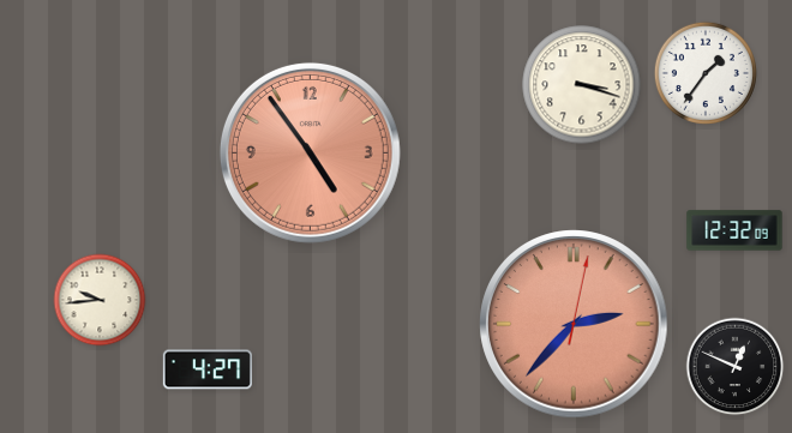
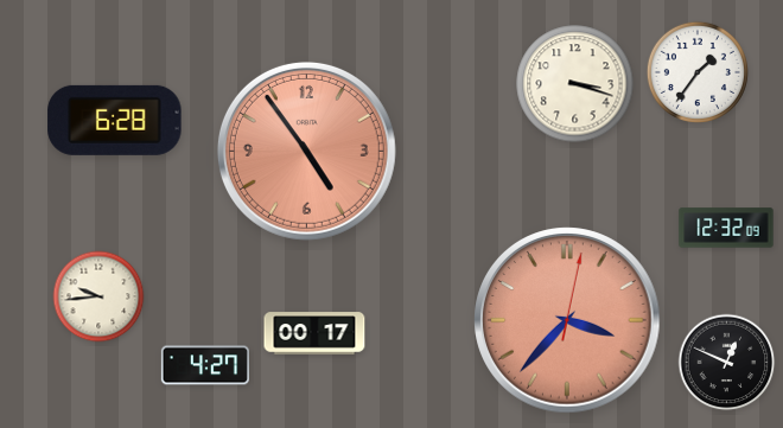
clock at (115, 120): none -> 6:28
clock at (574, 324): 2:37 -> 3:37
clock at (314, 333): none -> 00:17
